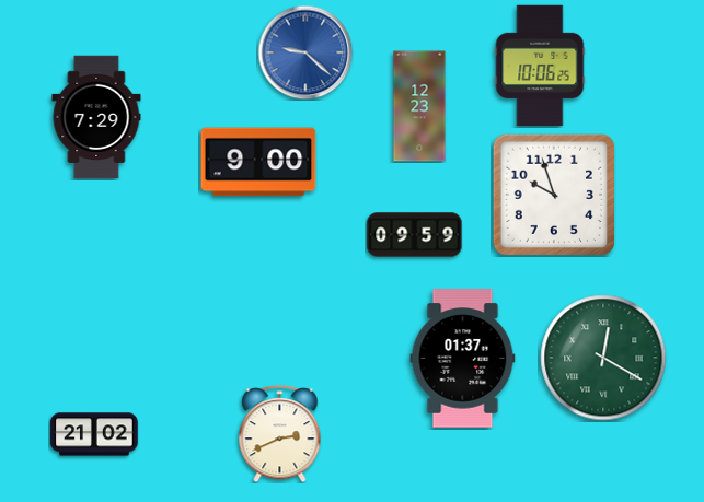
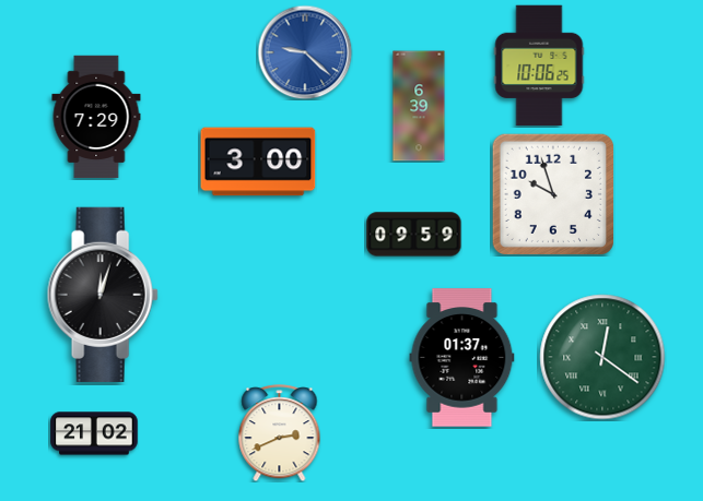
clock at (419, 106): 12:23 -> 6:39
clock at (258, 162): 9:00 -> 3:00
clock at (103, 295): none -> 12:03
clock at (603, 358): 12:20 -> 12:21
